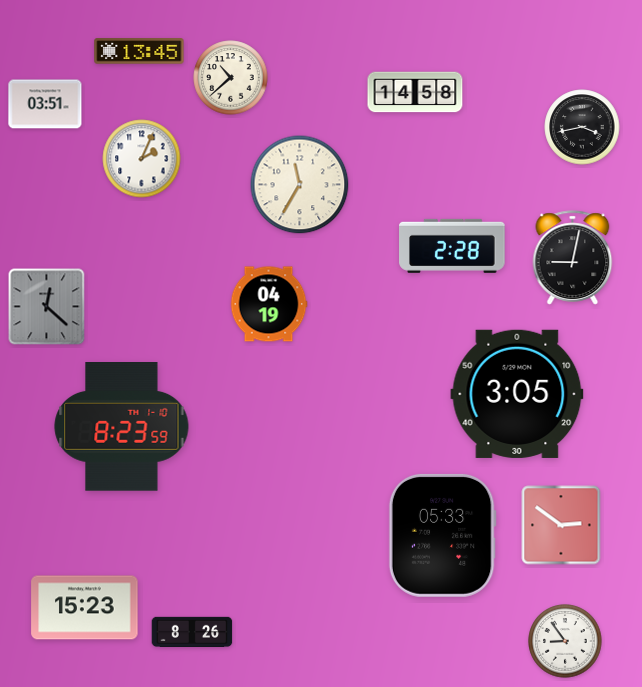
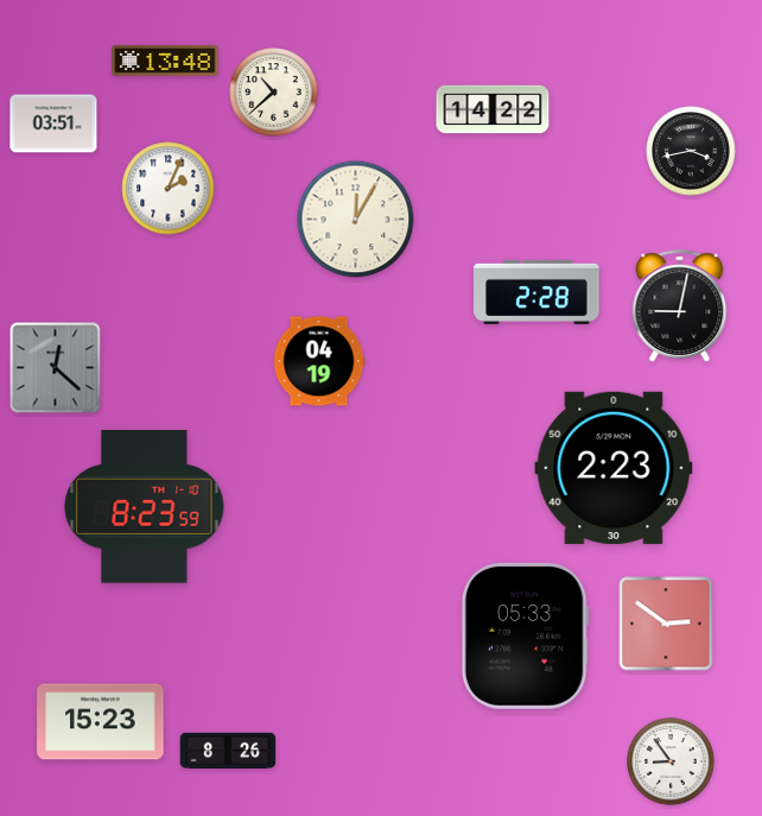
clock at (139, 51): 13:45 -> 13:48
clock at (415, 92): 14:58 -> 14:22
clock at (300, 185): 11:35 -> 12:05
clock at (47, 307) position: (47, 307) -> (56, 368)
clock at (517, 394): 3:05 -> 2:23
